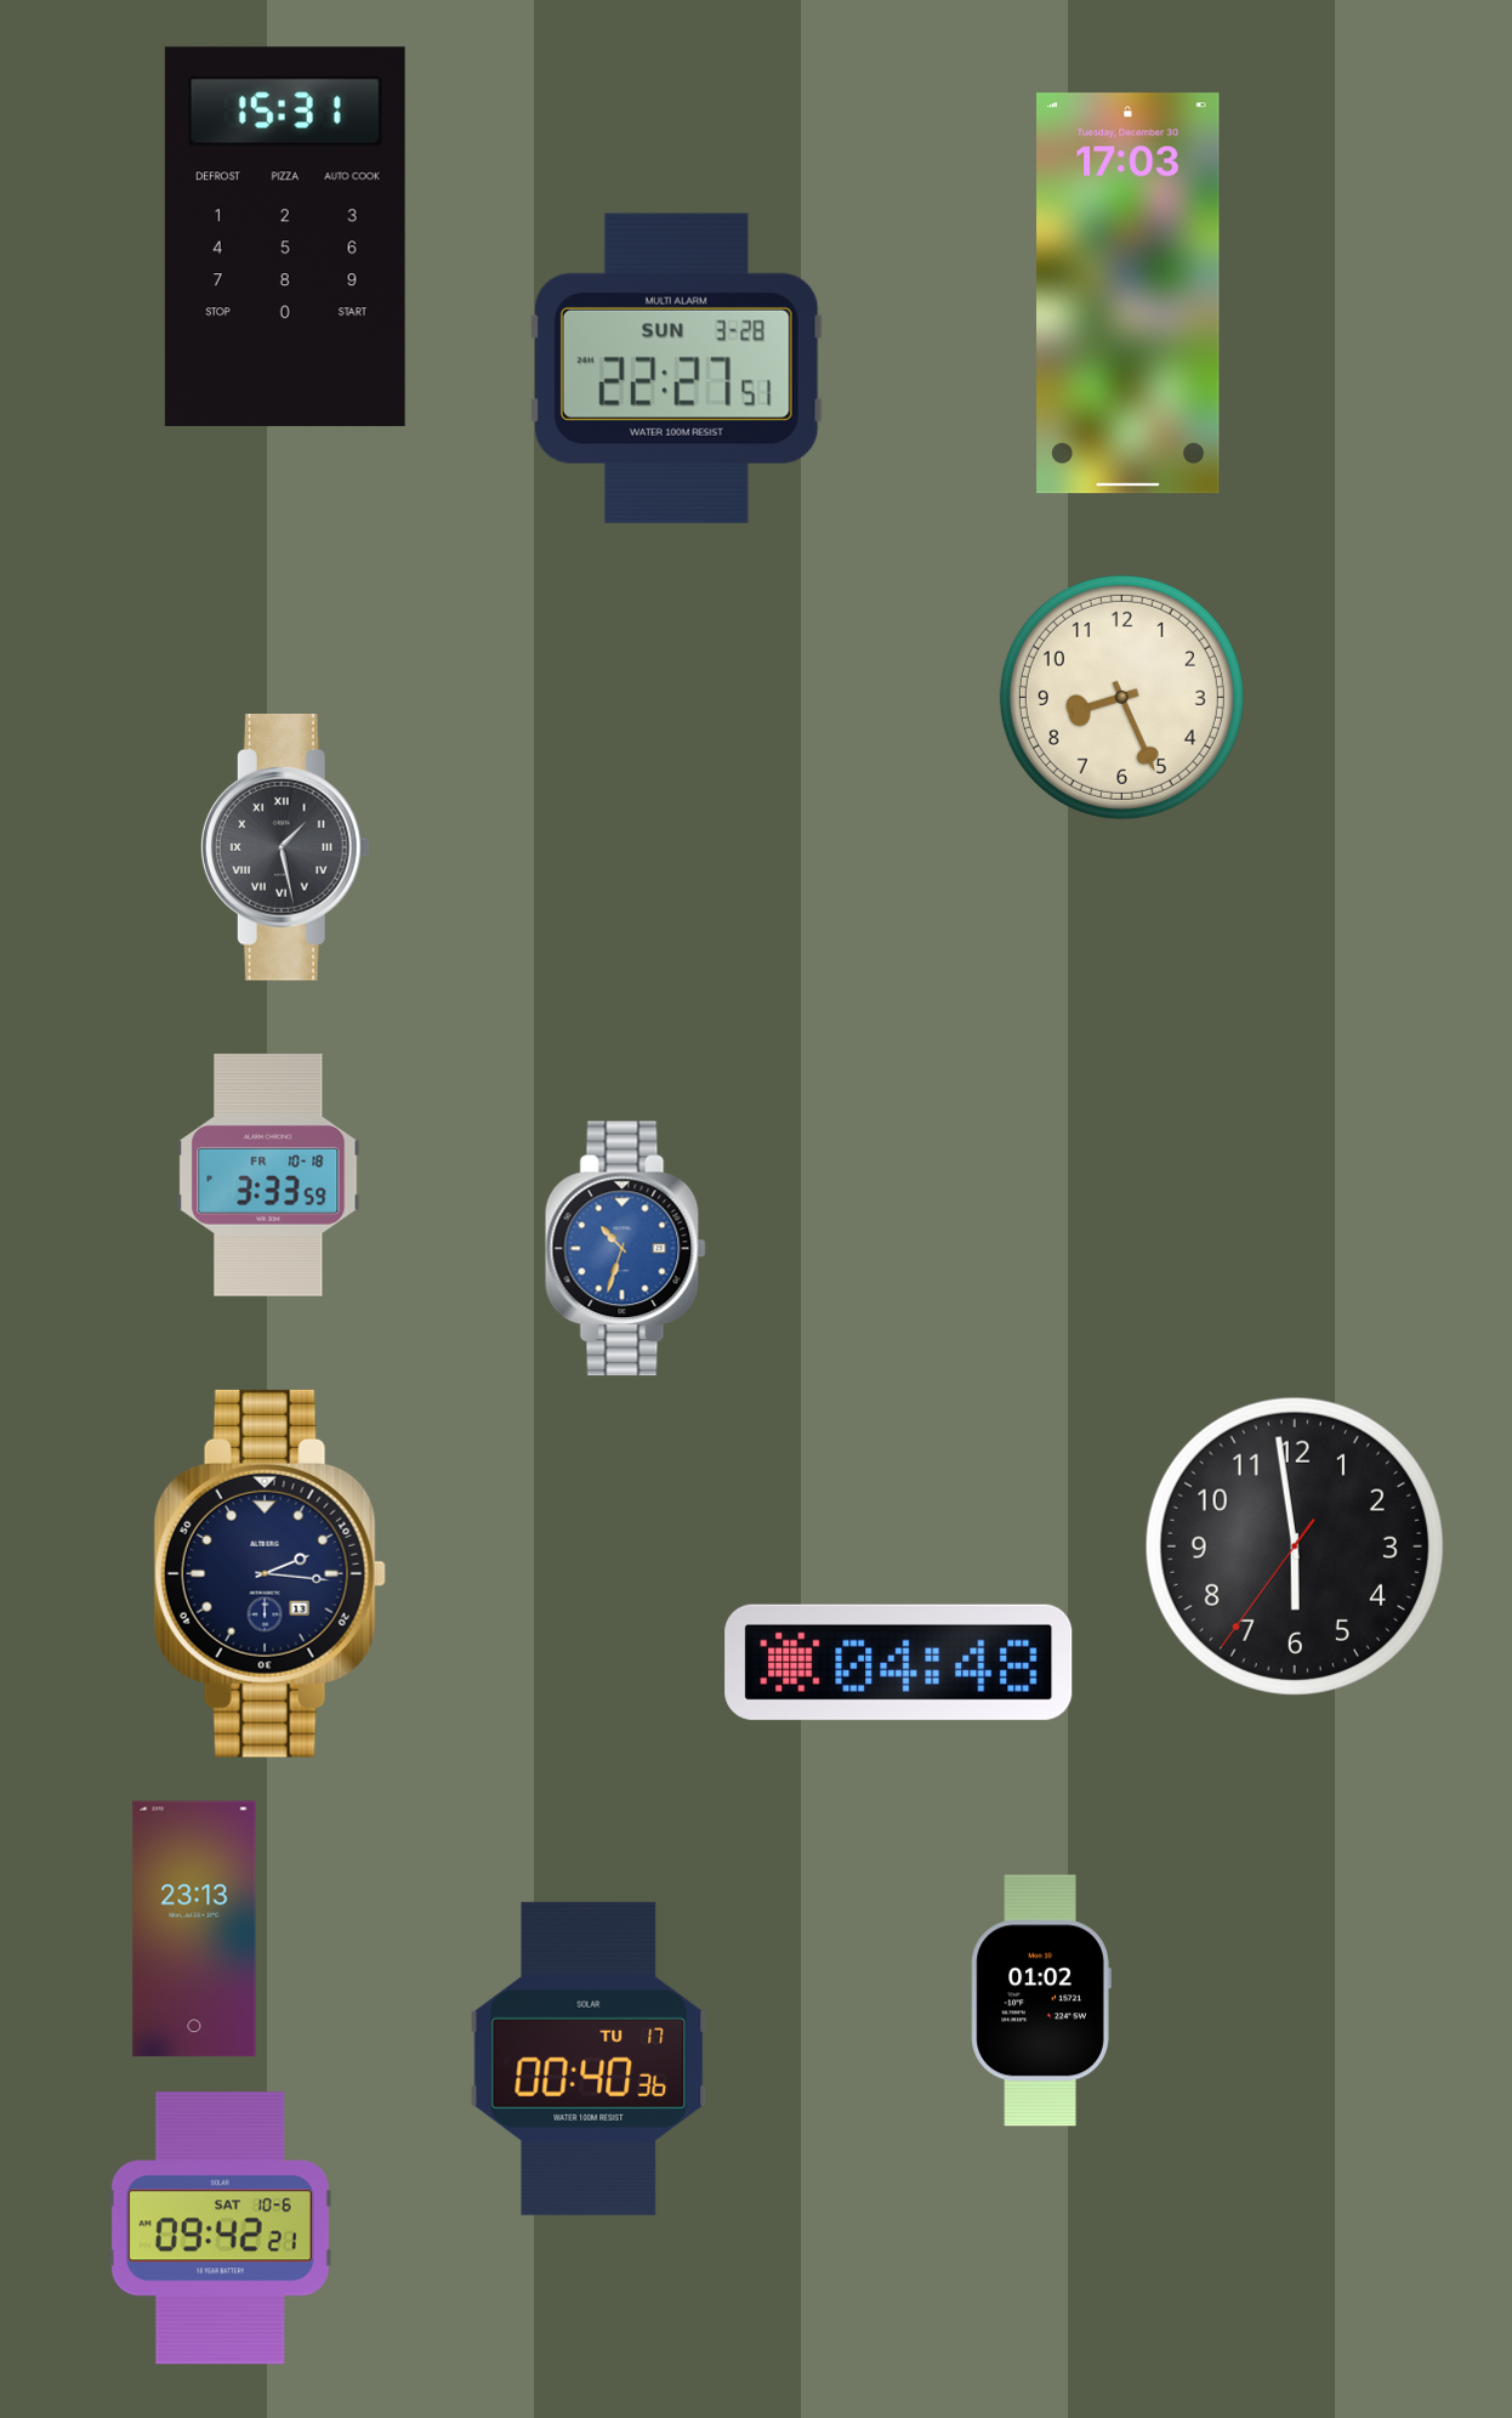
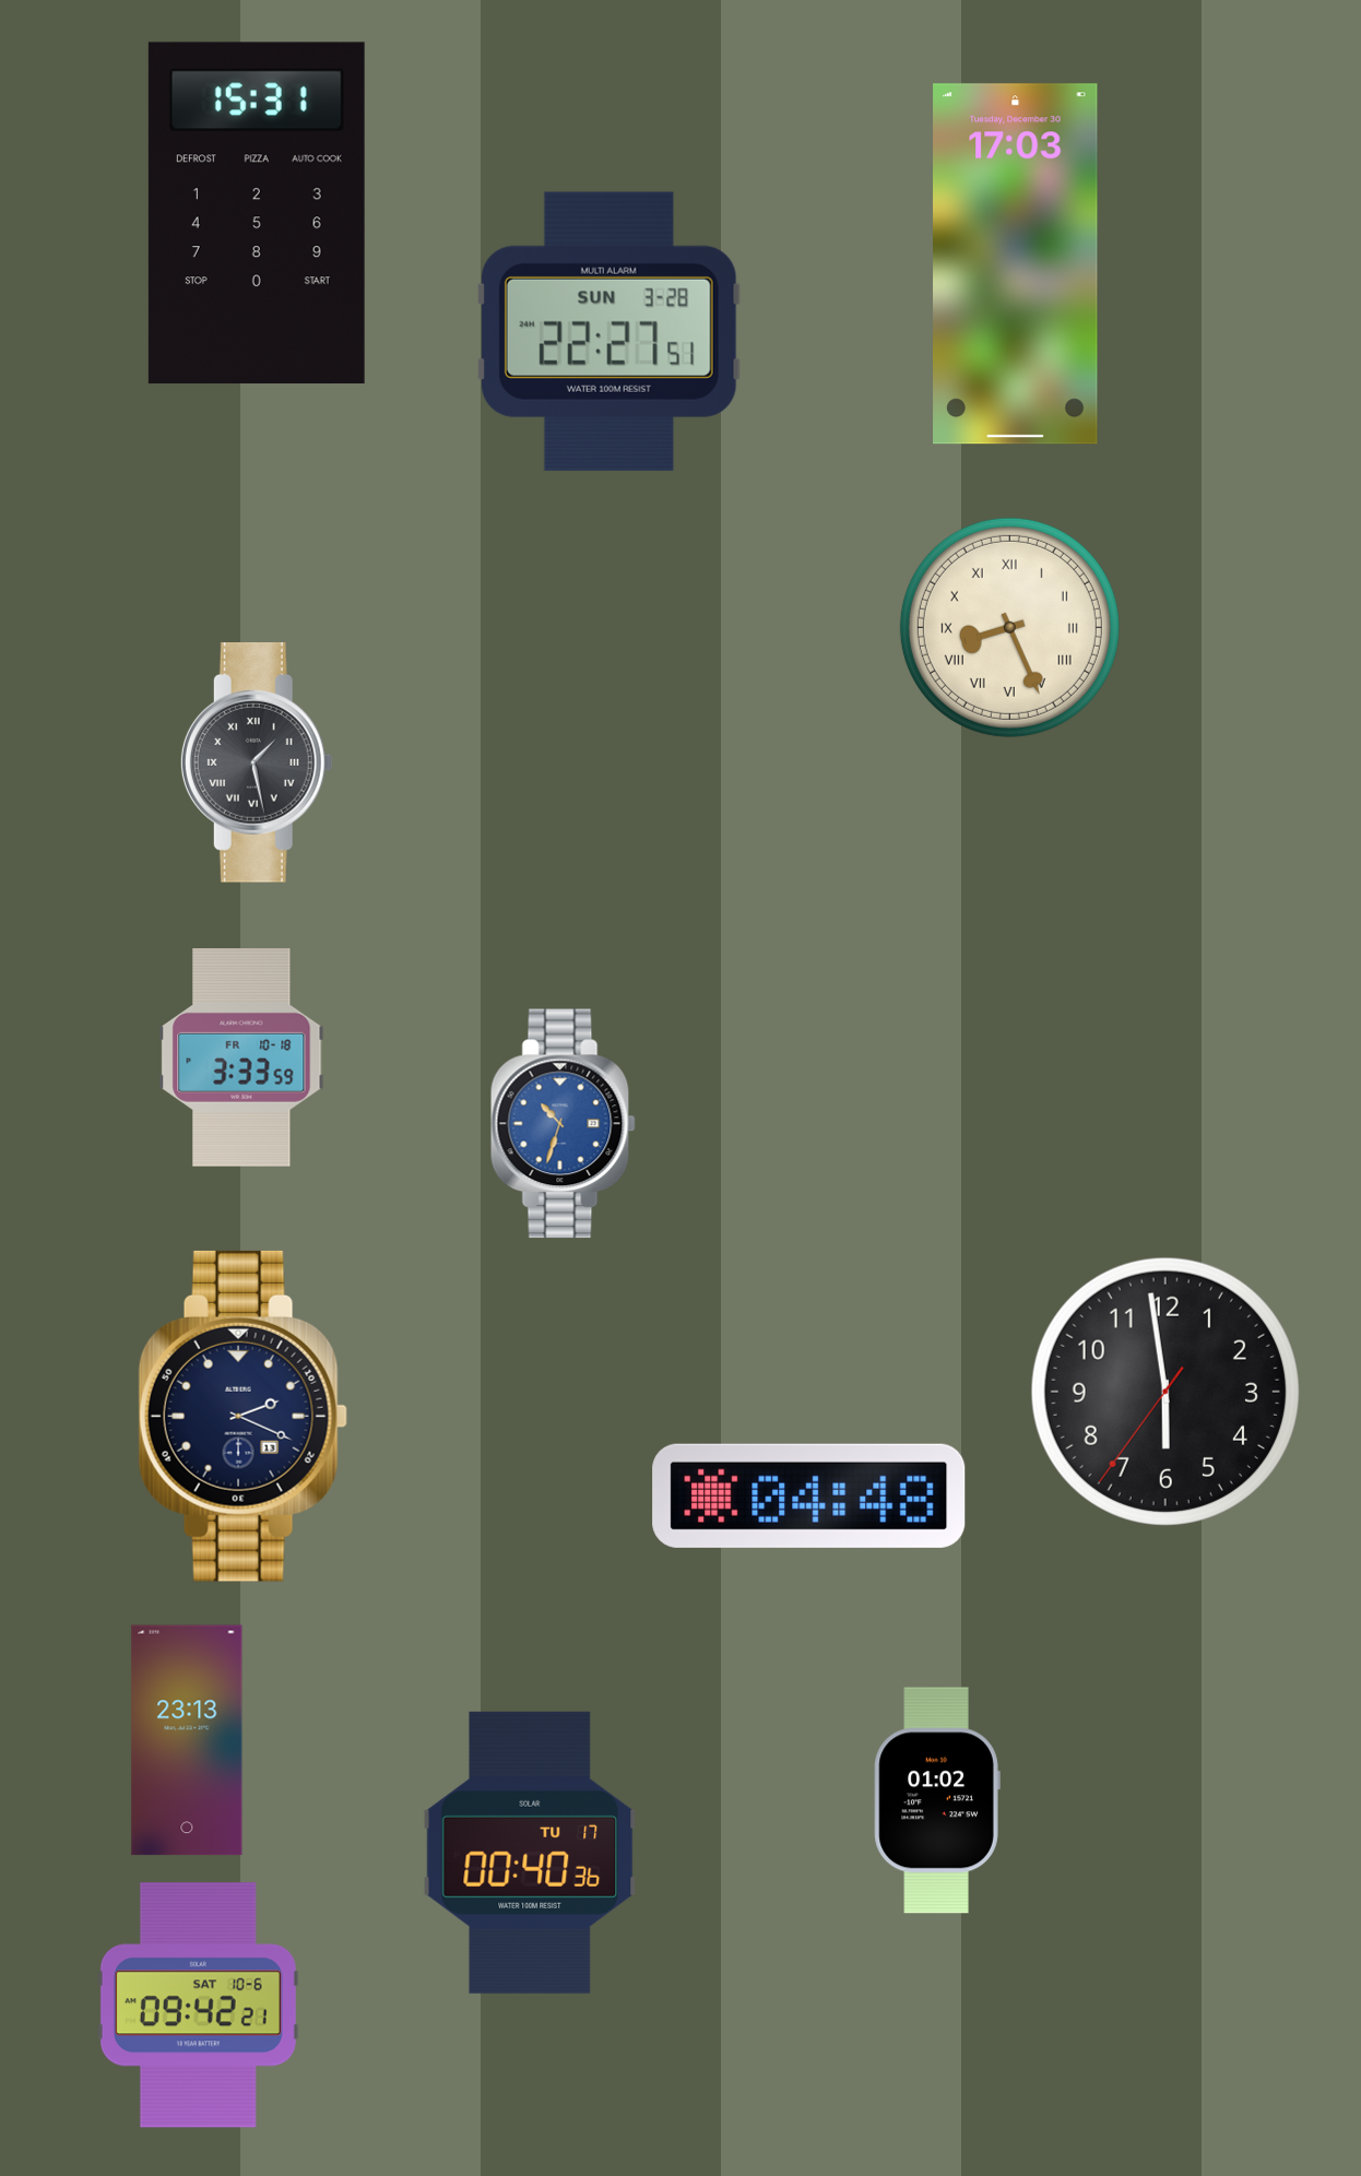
clock at (1121, 697) numerals: Arabic -> Roman
clock at (269, 1573): 2:16 -> 2:19
clock at (194, 1929) position: (194, 1929) -> (187, 1740)
